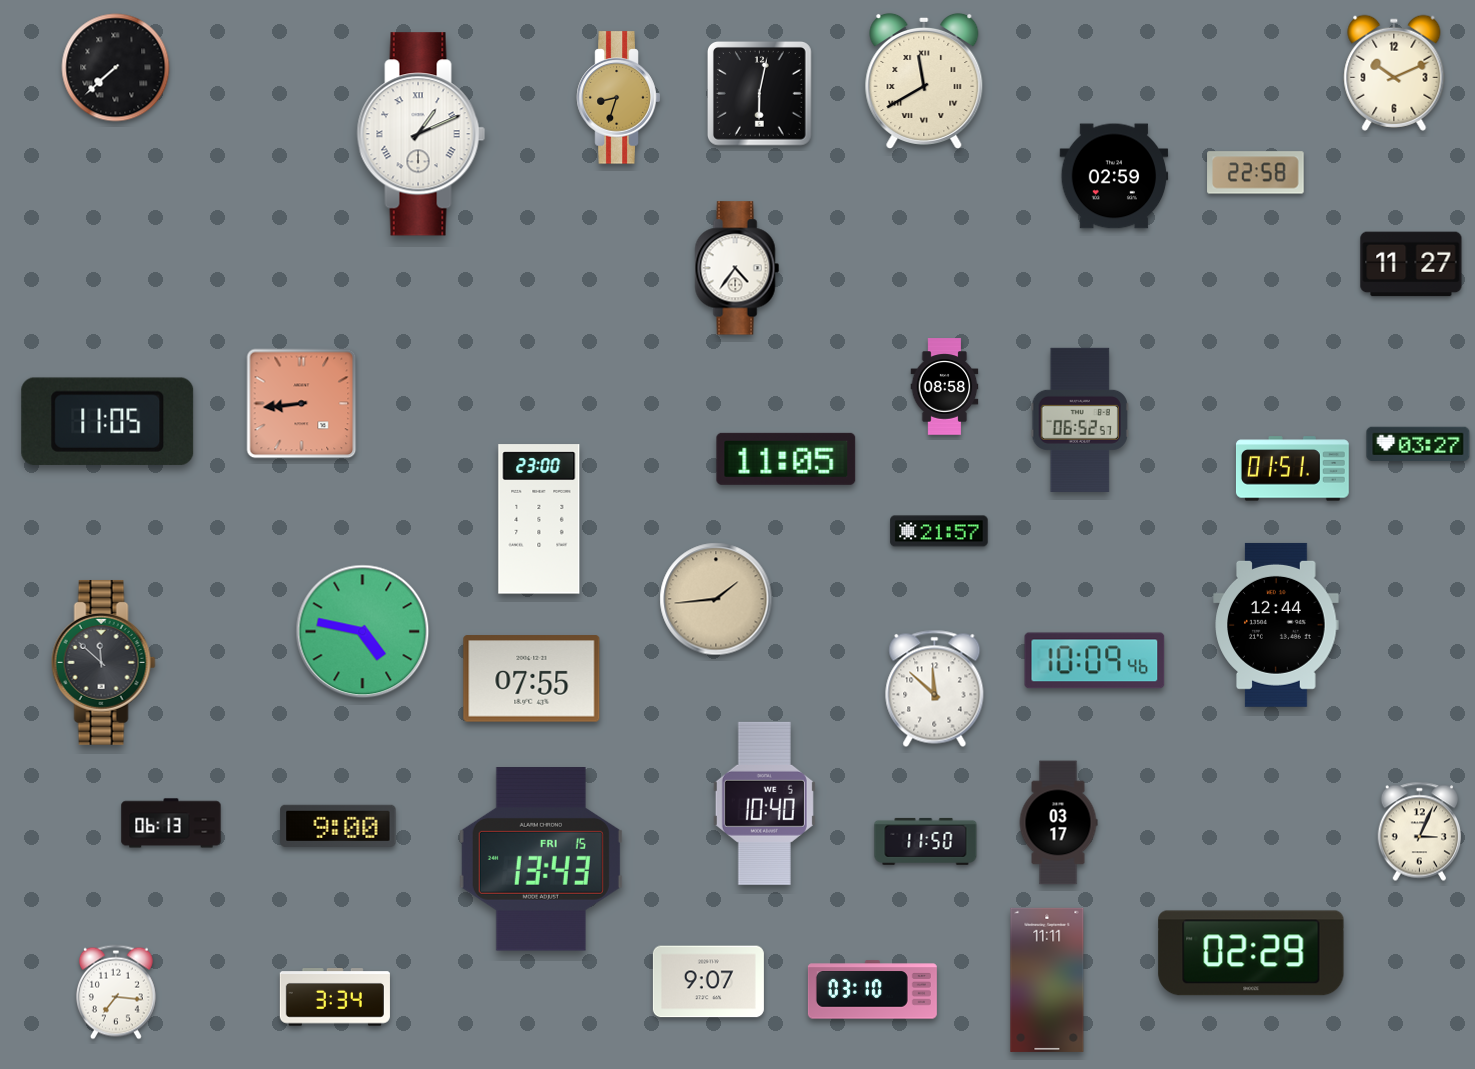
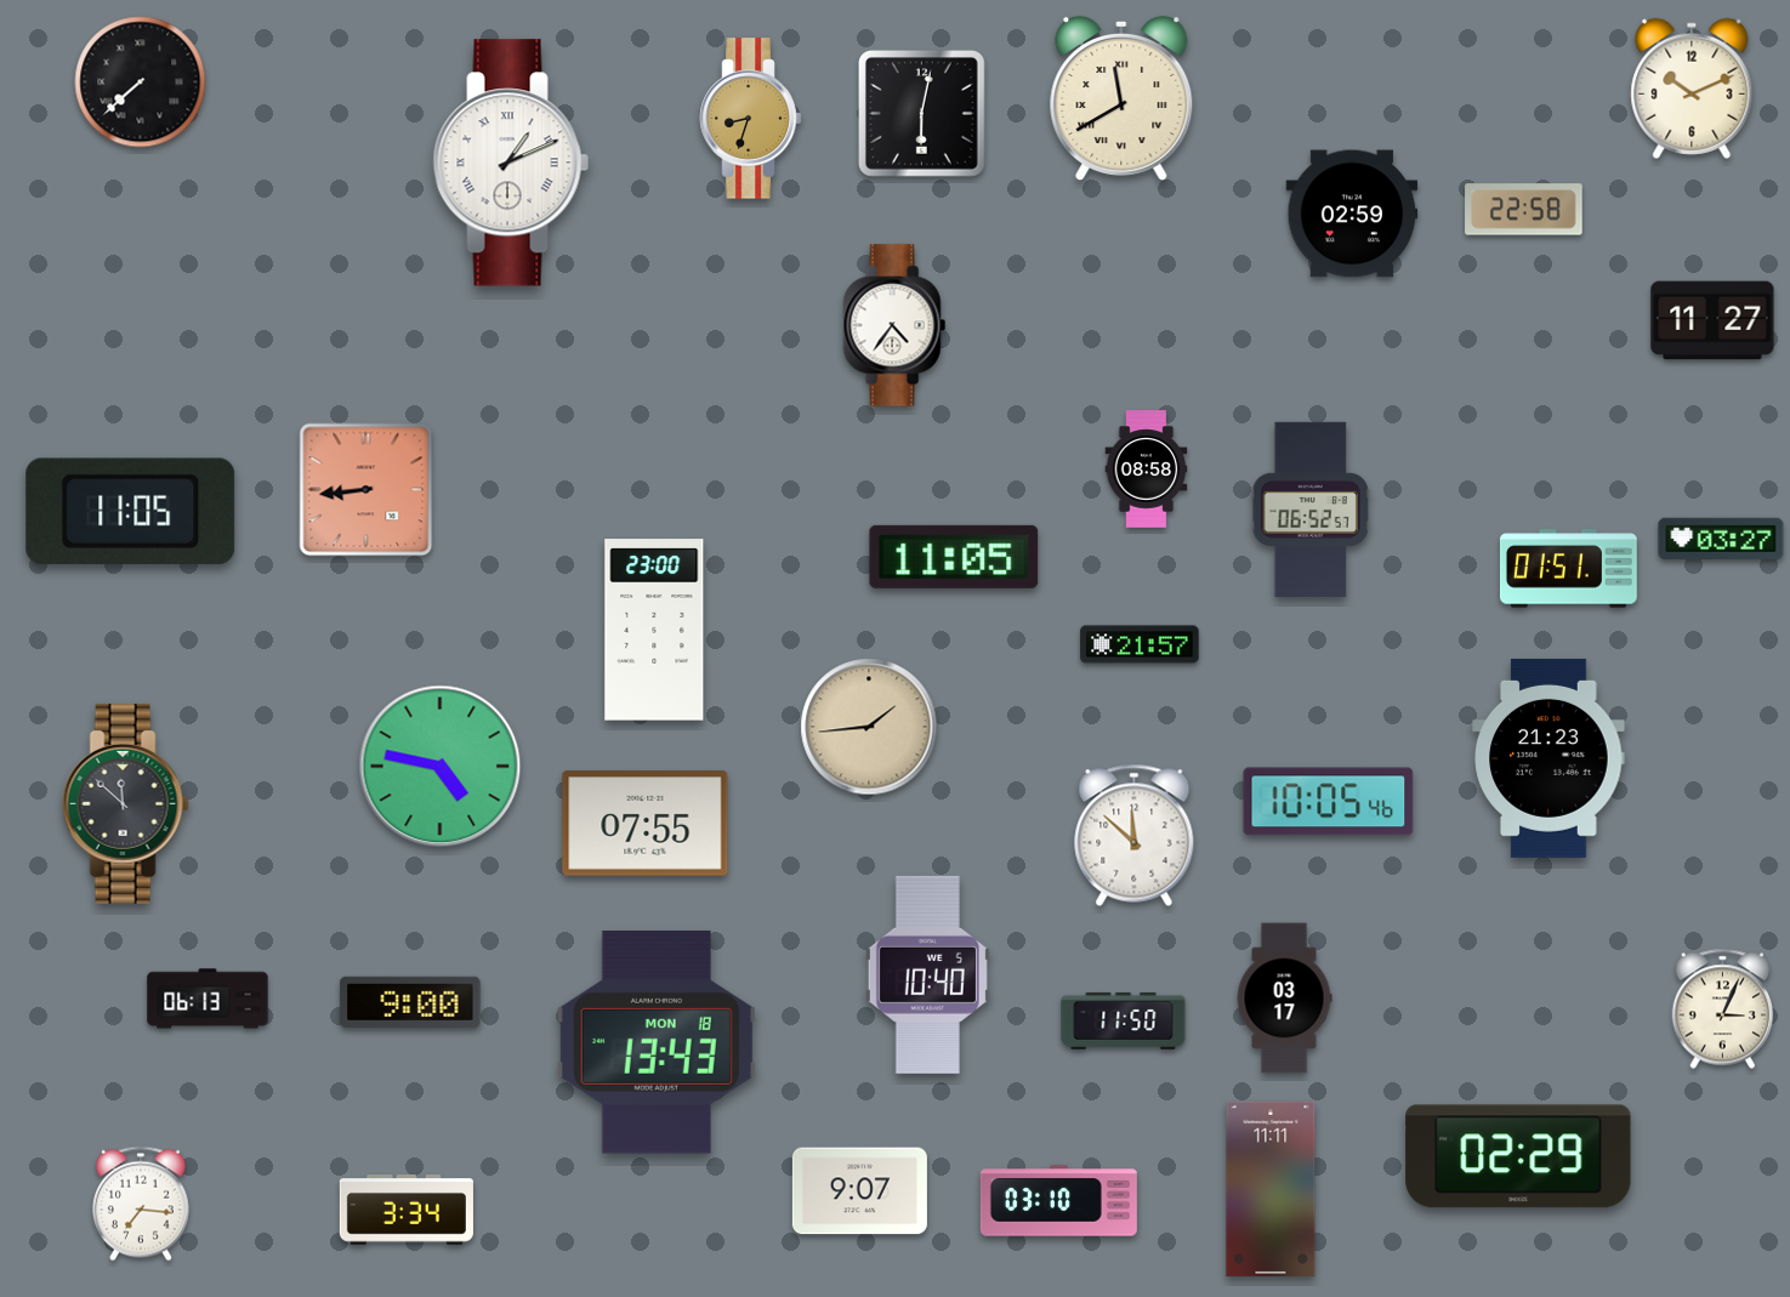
clock at (1276, 625): 12:44 -> 21:23
clock at (1095, 661): 10:09 -> 10:05
clock at (541, 859) date: FRI 15 -> MON 18
